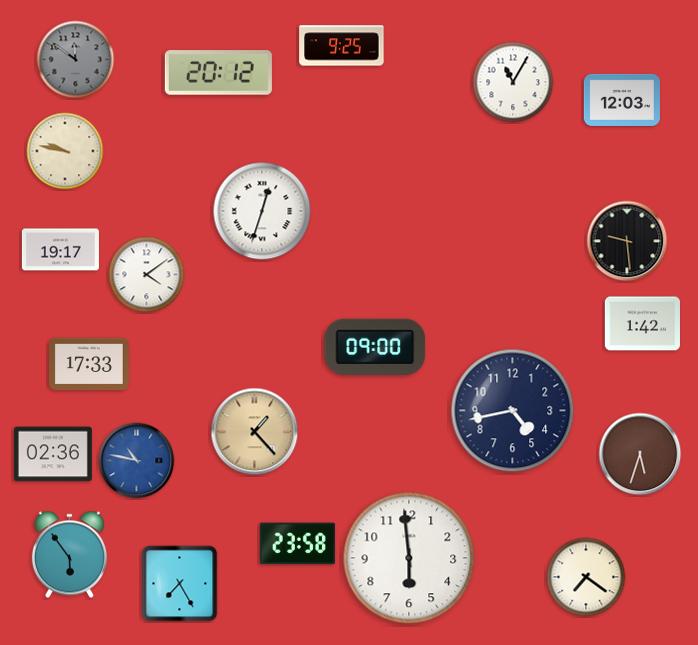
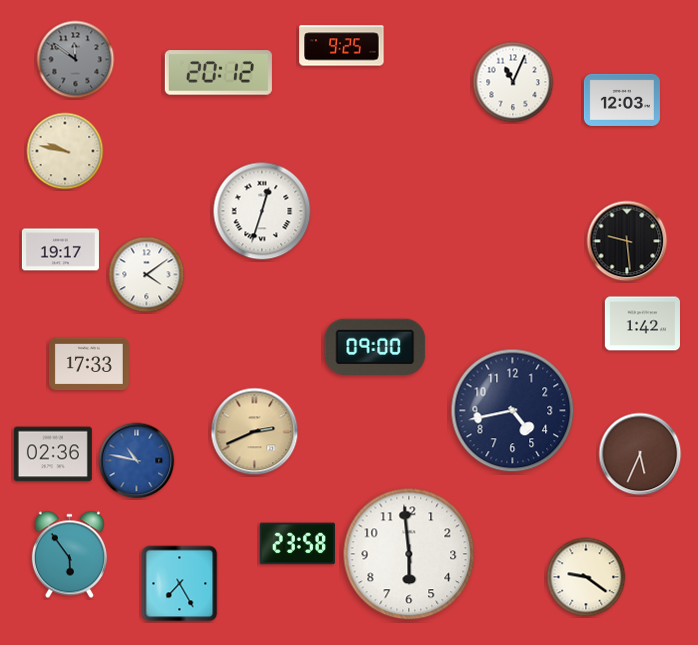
clock at (513, 82): 11:05 -> 11:04
clock at (255, 432): 1:23 -> 2:41
clock at (640, 454): 5:33 -> 5:34
clock at (409, 558) position: (409, 558) -> (409, 554)
clock at (586, 577): 7:21 -> 9:21
